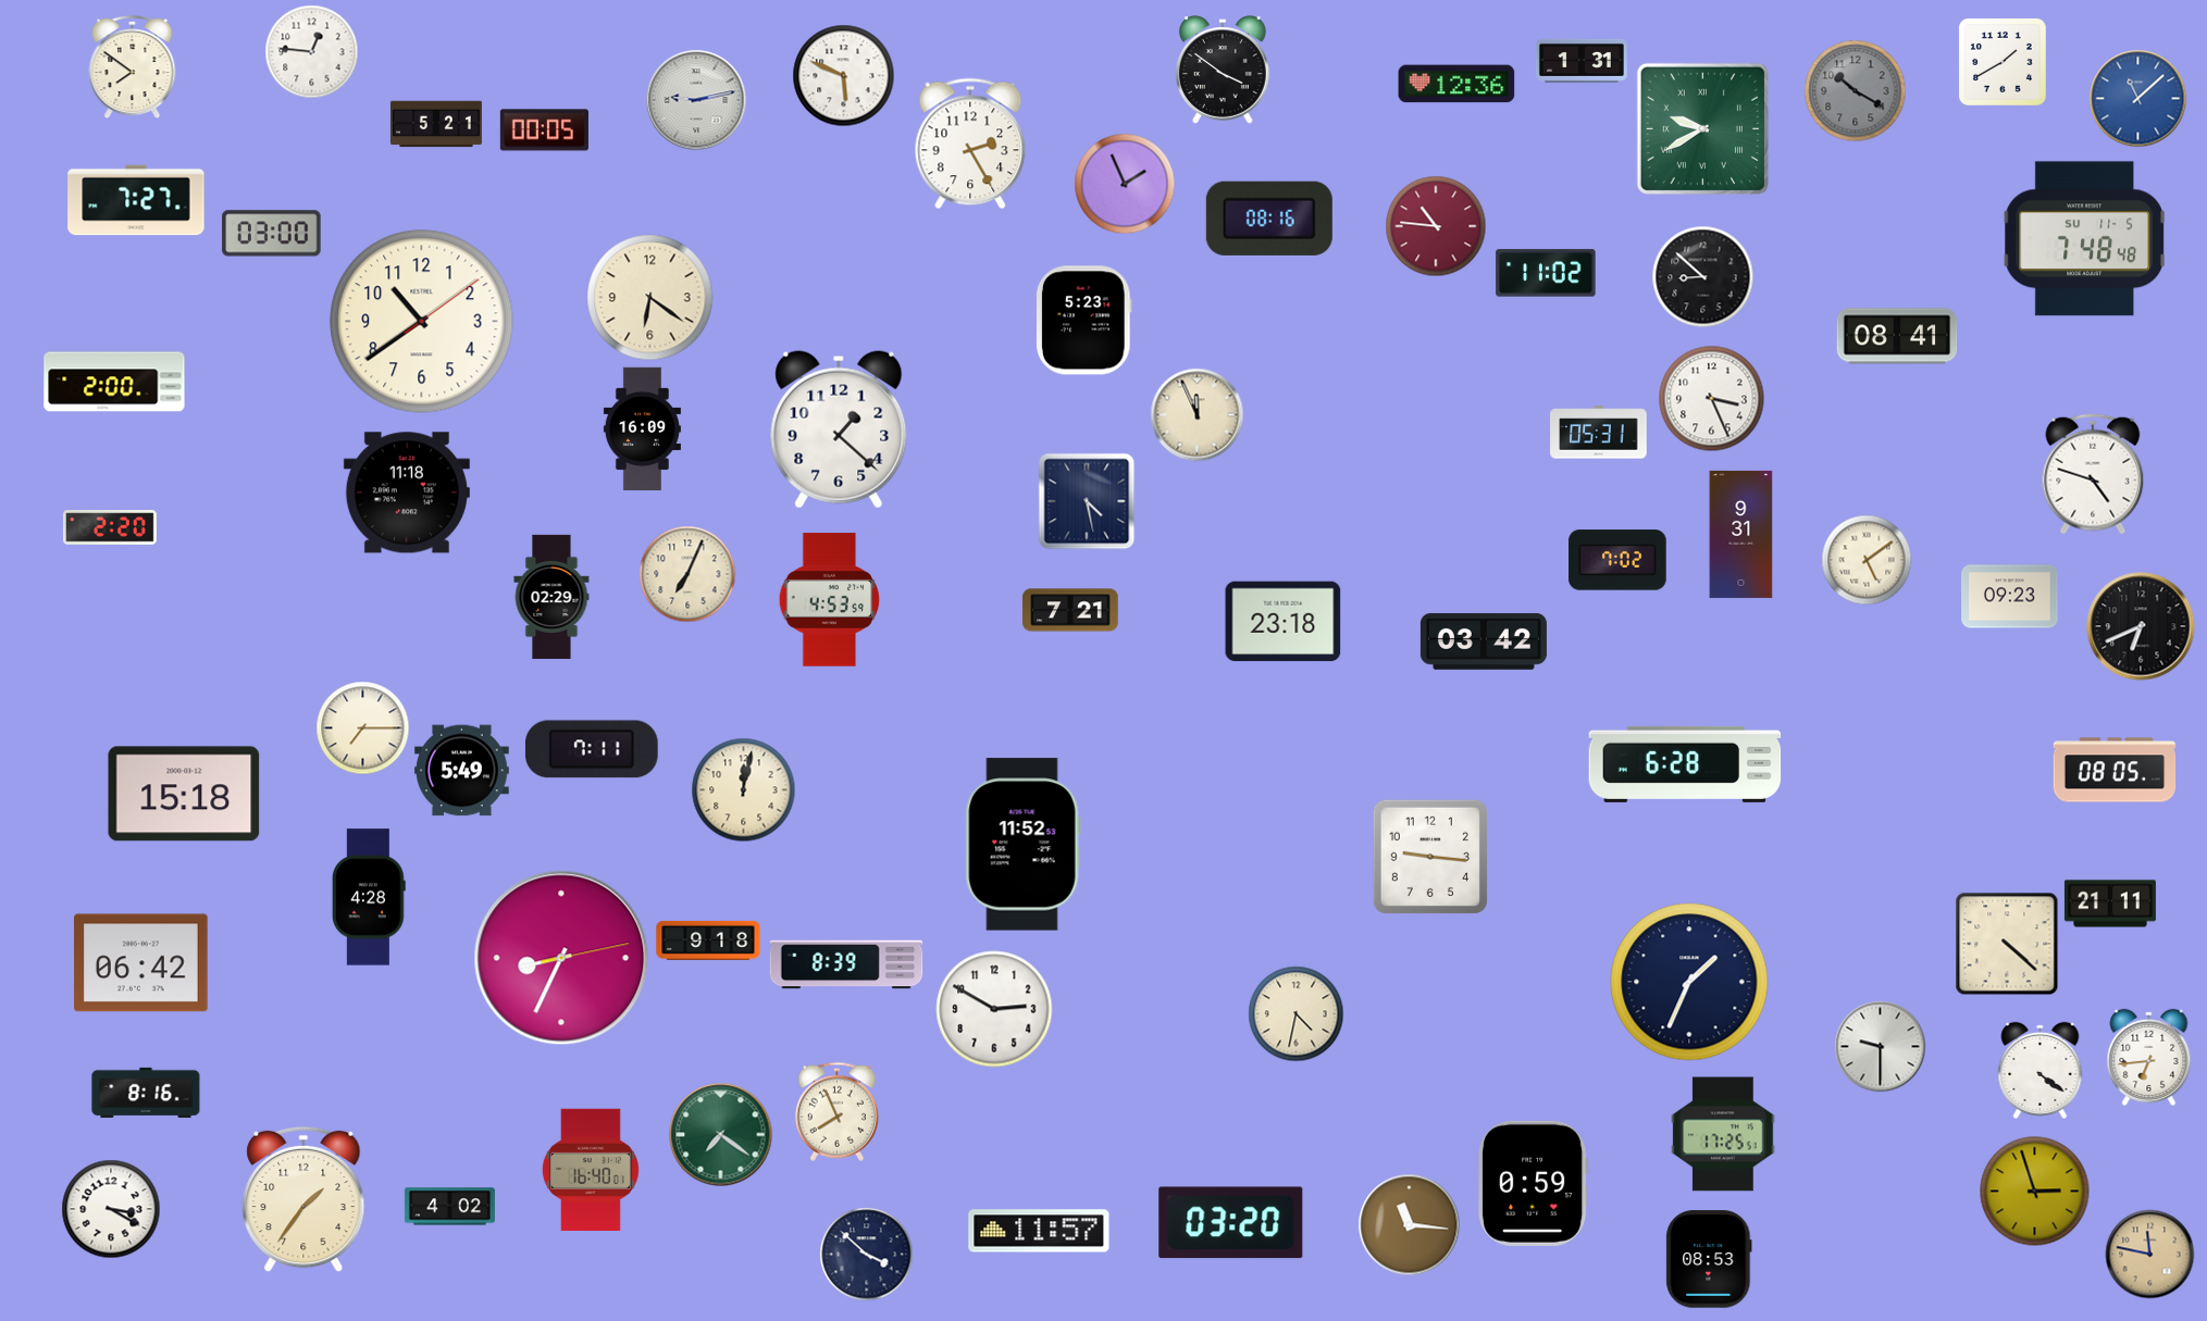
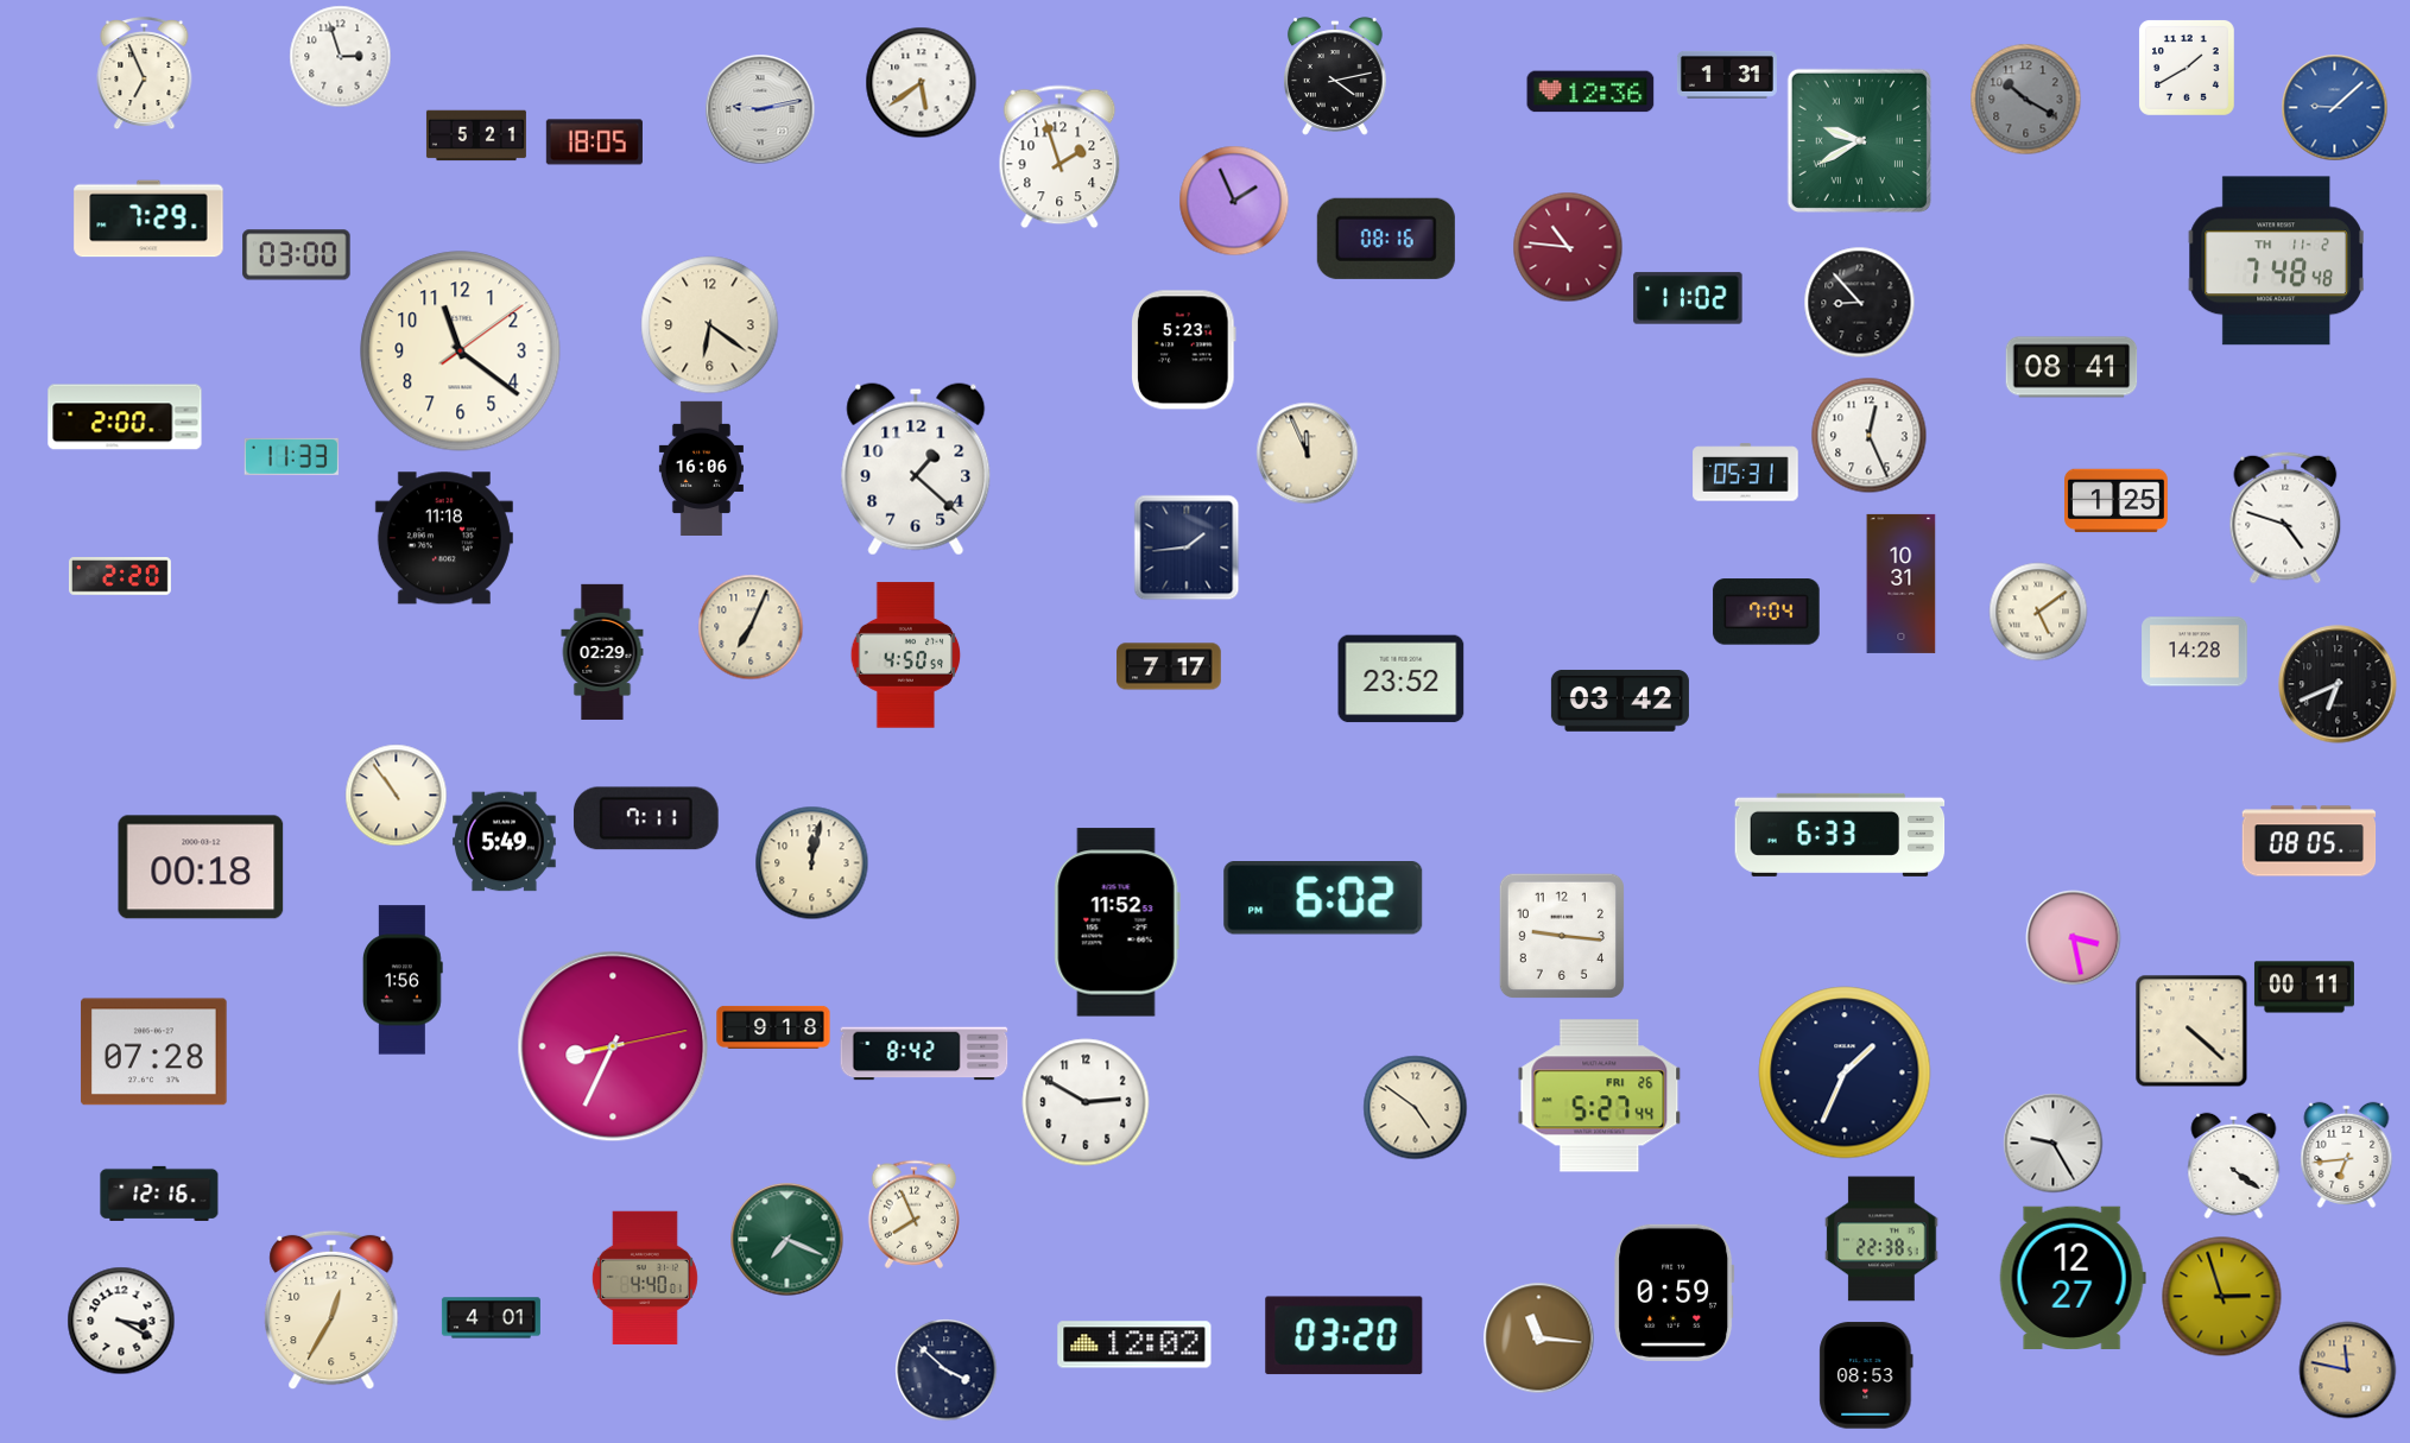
clock at (312, 52): 12:46 -> 2:57
clock at (1582, 61) position: (1582, 61) -> (1727, 75)
clock at (133, 67): 7:51 -> 6:56
clock at (1223, 70): 3:51 -> 4:13
clock at (844, 76): 5:49 -> 5:39
clock at (2138, 99): 11:08 -> 9:08
clock at (544, 130): 00:05 -> 18:05
clock at (970, 144): 2:25 -> 1:57
clock at (1125, 184) position: (1125, 184) -> (1234, 201)
clock at (136, 200): 7:27 -> 7:29
clock at (2084, 239) date: SU 11-5 -> TH 11-2
clock at (1703, 277): 8:52 -> 8:53
clock at (422, 322): 10:39 -> 11:21
clock at (1712, 399): 3:26 -> 12:26
clock at (291, 456): none -> 11:33
clock at (642, 428): 16:09 -> 16:06
clock at (2117, 501): none -> 1:25
clock at (1087, 501): 4:28 -> 1:44
clock at (1741, 534): 9:31 -> 10:31
clock at (1617, 560): 7:02 -> 7:04
clock at (2010, 597): 09:23 -> 14:28
clock at (830, 600): 4:53 -> 4:50
clock at (1070, 610): 7:21 -> 7:17
clock at (1284, 622): 23:18 -> 23:52
clock at (363, 728): 7:15 -> 10:54
clock at (1685, 764): 6:28 -> 6:33
clock at (184, 794): 15:18 -> 00:18
clock at (1323, 899): none -> 6:02
clock at (2074, 938): none -> 3:28
clock at (369, 897): 4:28 -> 1:56
clock at (2110, 903): 21:11 -> 00:11
clock at (141, 963): 06:42 -> 07:28
clock at (846, 964): 8:39 -> 8:42
clock at (1600, 1096): none -> 5:27
clock at (1297, 1014): 4:32 -> 4:51
clock at (1881, 1047): 9:30 -> 9:25
clock at (2041, 1070) position: (2041, 1070) -> (2234, 1165)
clock at (146, 1093): 8:16 -> 12:16
clock at (1723, 1134): 17:25 -> 22:38
clock at (721, 1135): 7:21 -> 7:19
clock at (591, 1170): 16:40 -> 4:40
clock at (2073, 1278): none -> 12:27
clock at (2035, 1192) position: (2035, 1192) -> (2222, 1297)
clock at (303, 1199): 1:36 -> 12:35
clock at (449, 1207): 4:02 -> 4:01
clock at (1039, 1231): 11:57 -> 12:02
